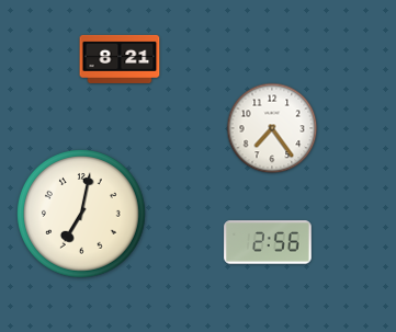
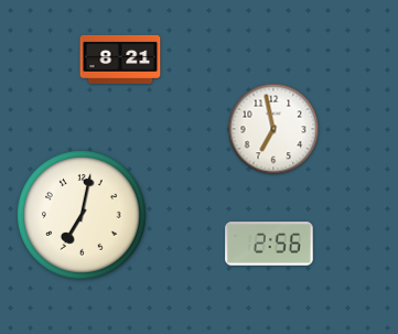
clock at (272, 128): 7:24 -> 6:58
